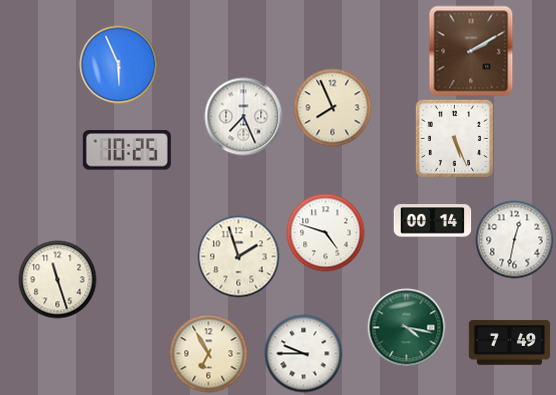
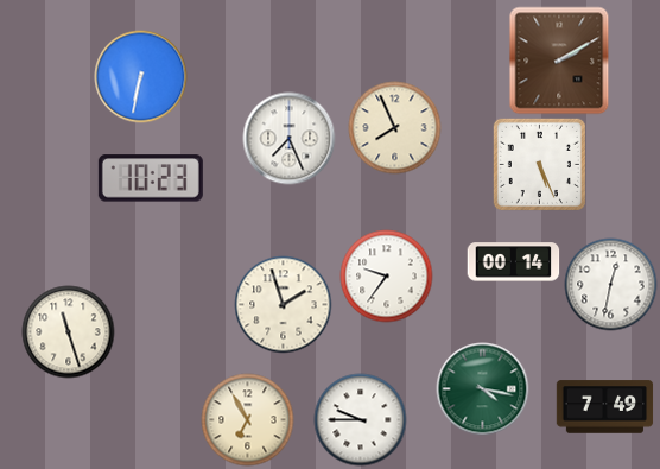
clock at (118, 64): 5:56 -> 6:32
clock at (127, 150): 10:25 -> 10:23
clock at (325, 232): 4:48 -> 9:36
